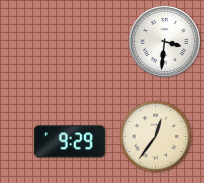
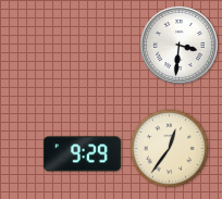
clock at (69, 142) position: (69, 142) -> (82, 154)
